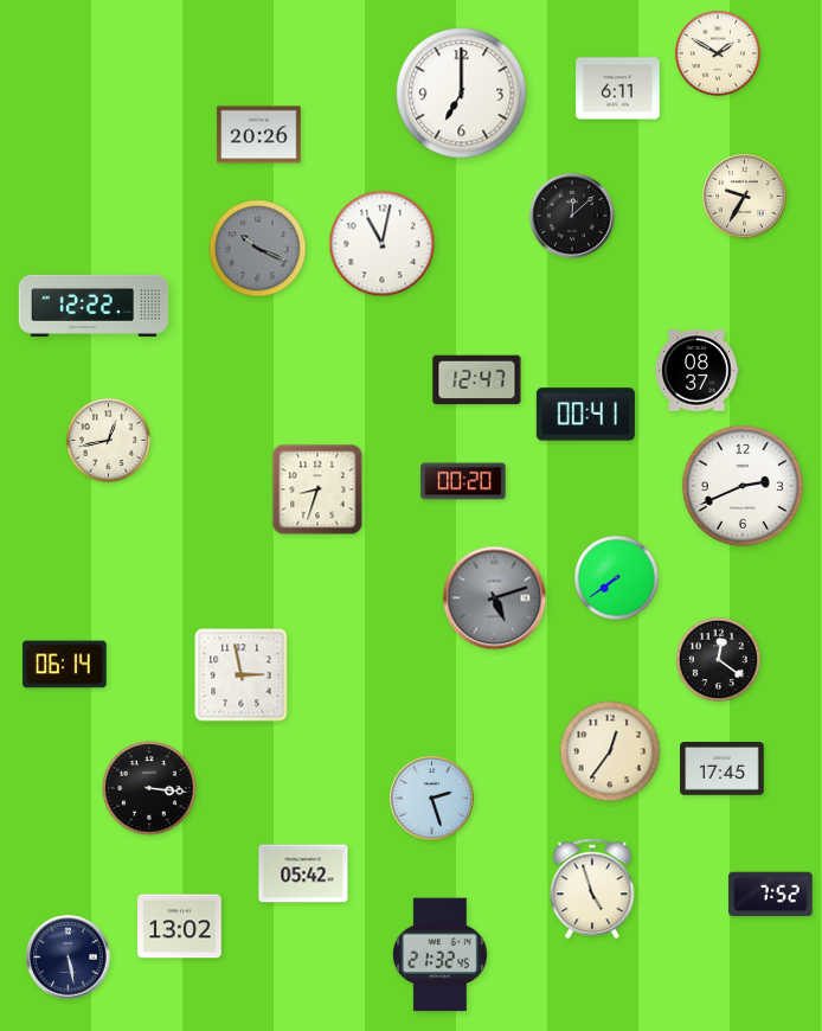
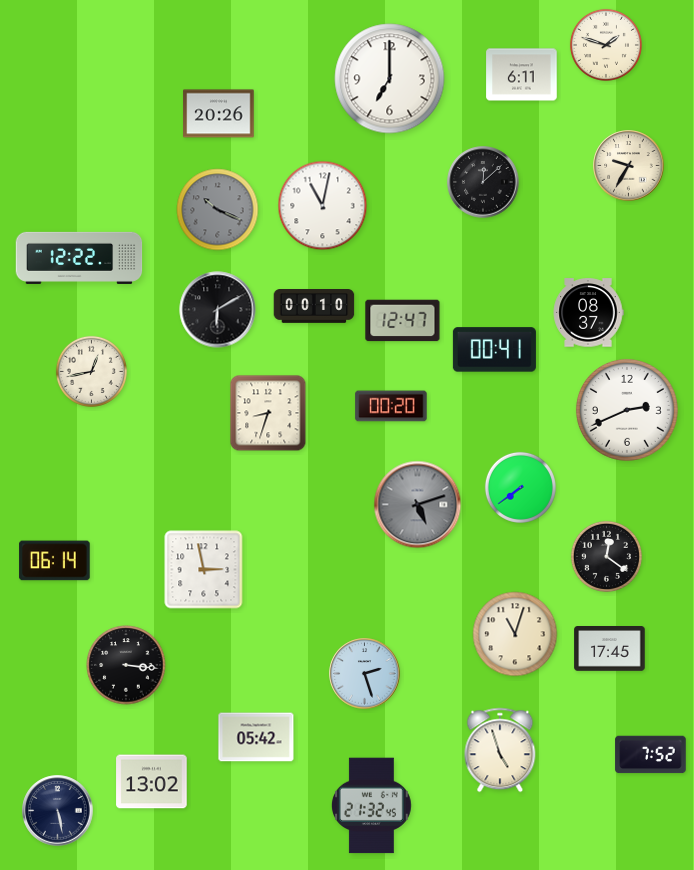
clock at (718, 53): 1:50 -> 1:48
clock at (314, 307): none -> 00:10
clock at (218, 310): none -> 6:10
clock at (610, 751): 12:36 -> 11:03
clock at (69, 958) position: (69, 958) -> (58, 811)
